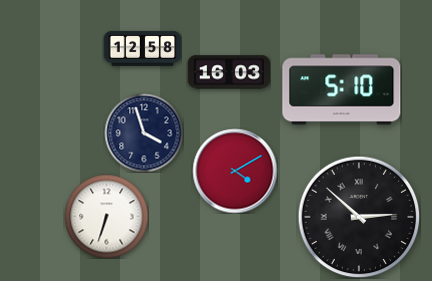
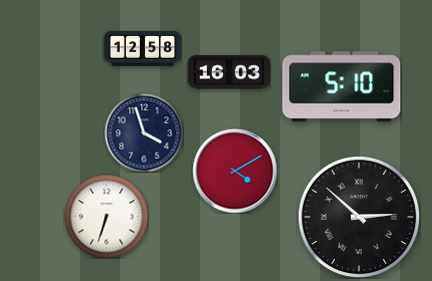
clock at (342, 90) position: (342, 90) -> (342, 87)
